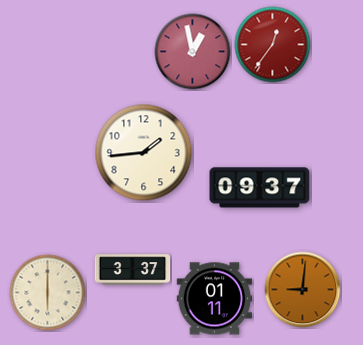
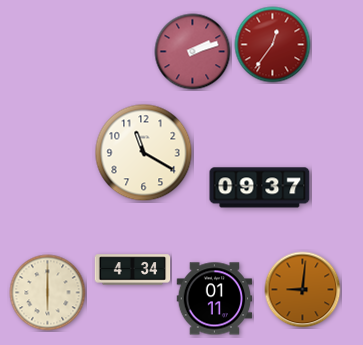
clock at (193, 52): 12:58 -> 2:12
clock at (144, 153): 1:44 -> 11:20
clock at (133, 270): 3:37 -> 4:34
